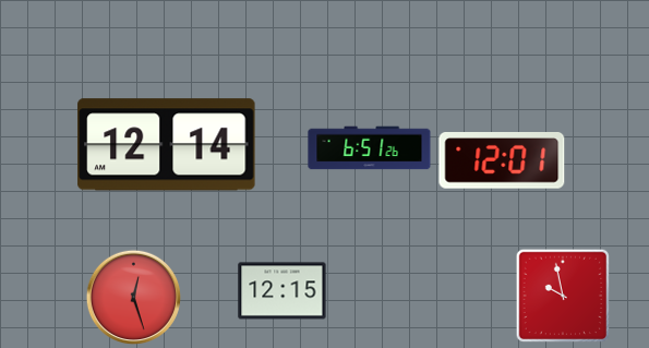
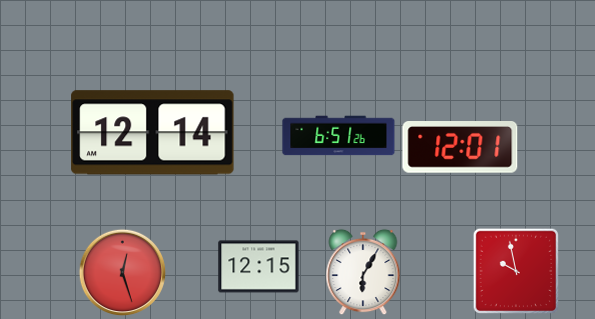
clock at (363, 272): none -> 6:05
